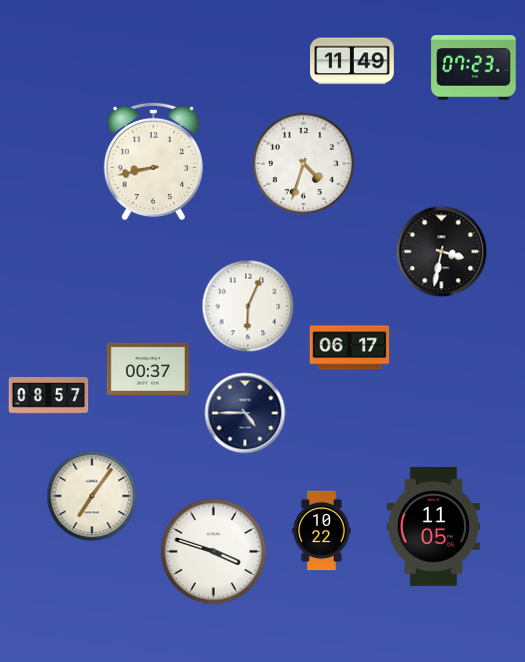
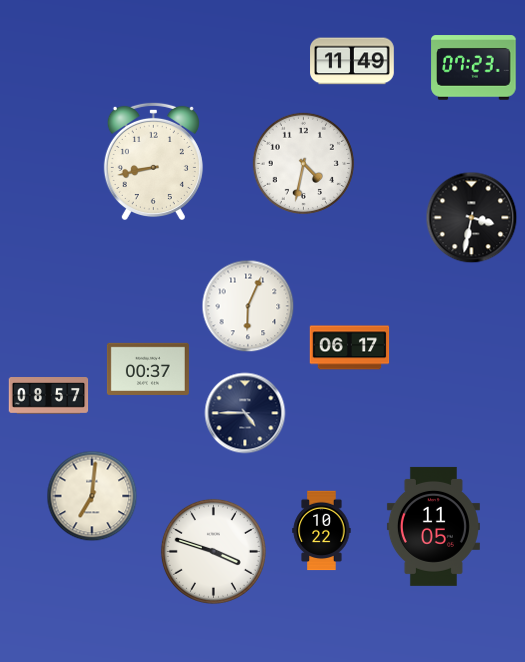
clock at (303, 163): 4:33 -> 4:32
clock at (442, 252) position: (442, 252) -> (472, 218)
clock at (92, 496): 7:06 -> 7:01
